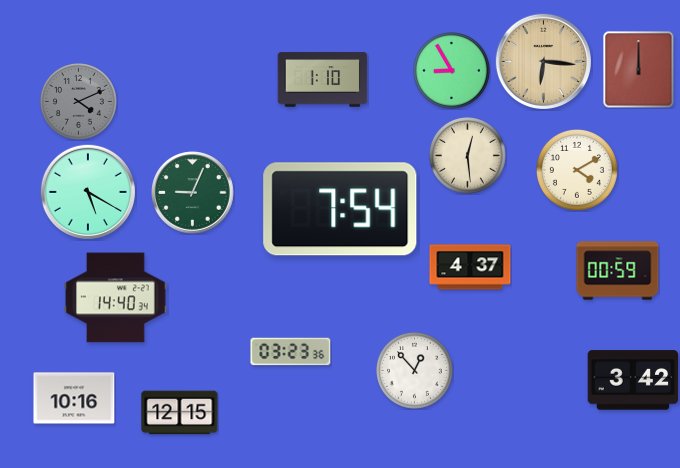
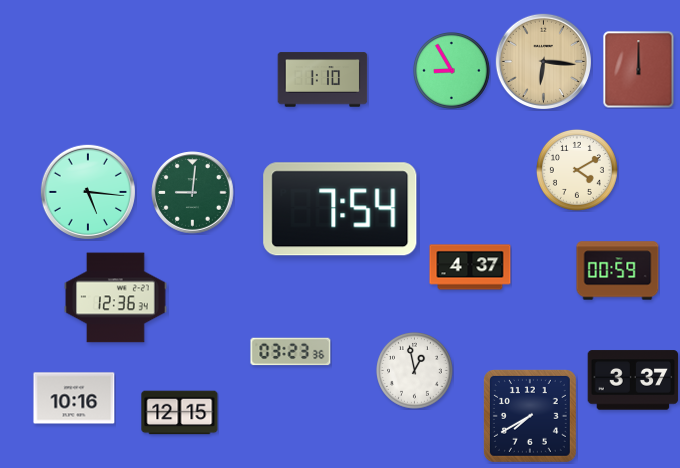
clock at (79, 102): 4:11 -> none
clock at (468, 156): 12:29 -> none
clock at (88, 192): 5:20 -> 5:16
clock at (193, 193): 9:04 -> 9:01
clock at (116, 298): 14:40 -> 12:36
clock at (415, 371): 12:53 -> 12:58
clock at (633, 380): 3:42 -> 3:37
clock at (530, 416): none -> 7:40
